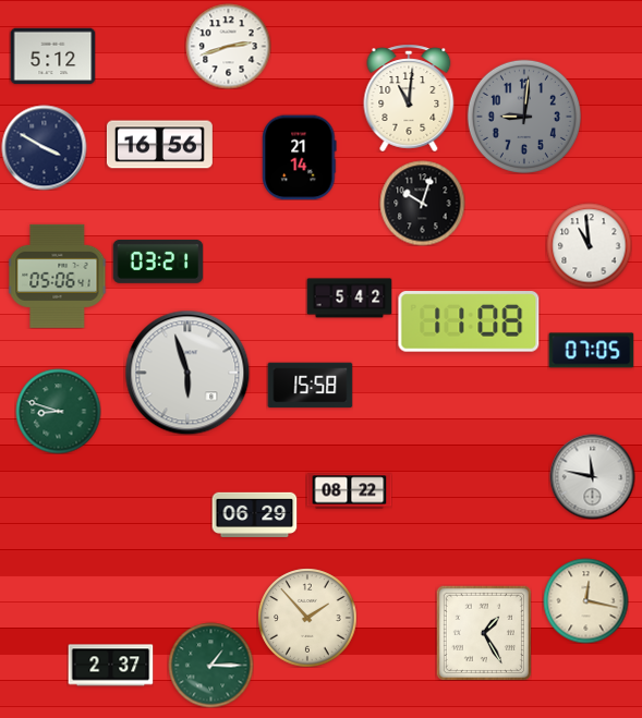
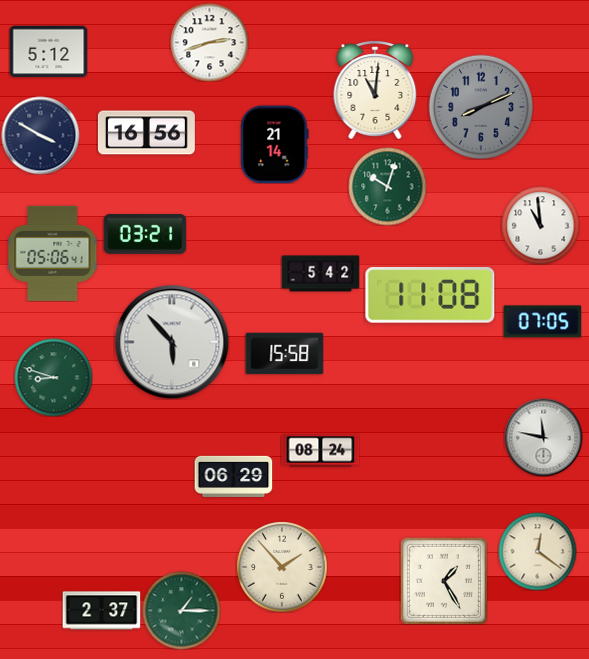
clock at (524, 117): 9:01 -> 8:11
clock at (422, 203) dial: black -> green
clock at (158, 261) position: (158, 261) -> (145, 234)
clock at (187, 373): 5:57 -> 5:53
clock at (349, 491): 08:22 -> 08:24
clock at (254, 514) position: (254, 514) -> (233, 476)
clock at (585, 600): 12:17 -> 12:21
clock at (210, 665) position: (210, 665) -> (181, 610)
